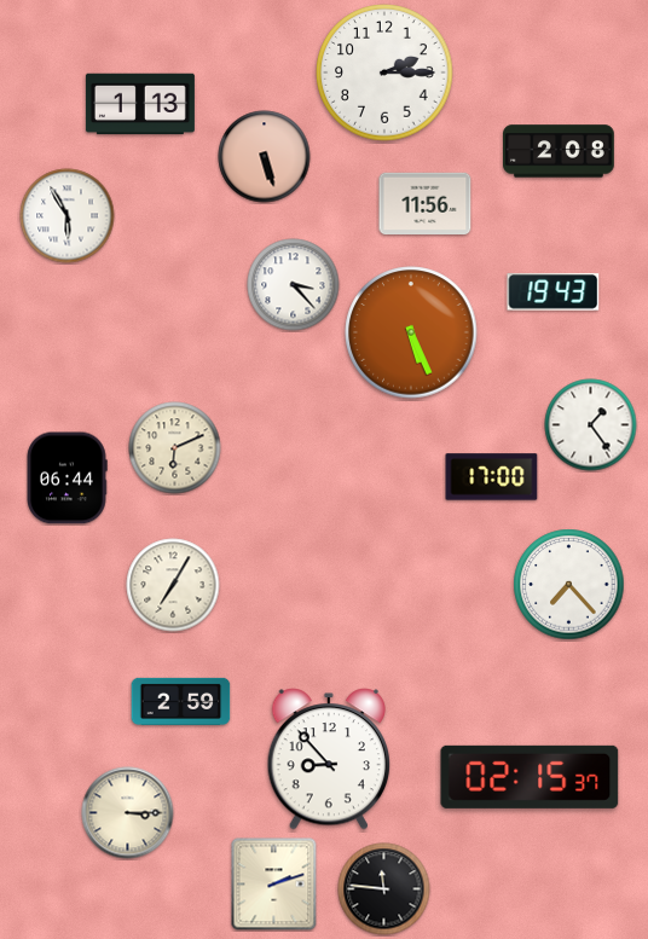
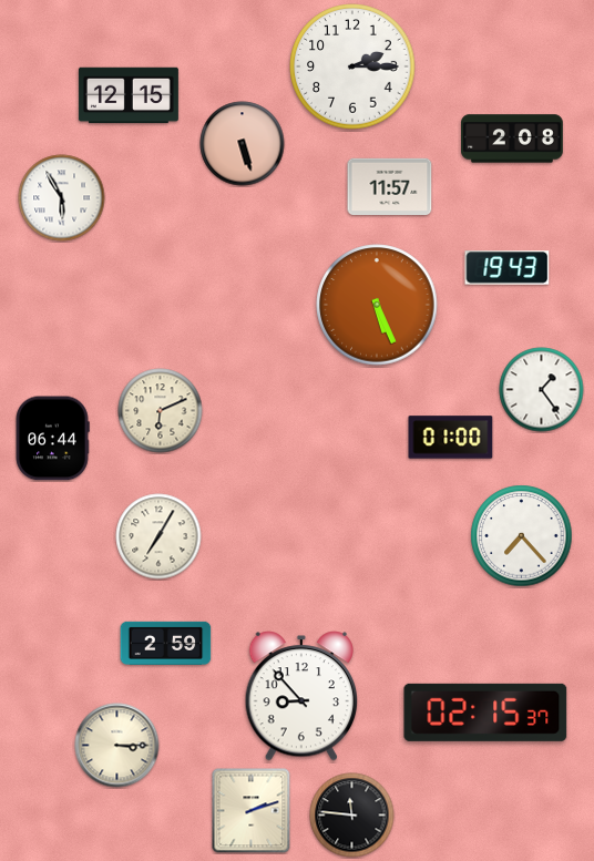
clock at (140, 104): 1:13 -> 12:15
clock at (426, 203): 11:56 -> 11:57
clock at (294, 285): 3:23 -> none
clock at (492, 477): 17:00 -> 01:00
clock at (66, 479) position: (66, 479) -> (52, 439)
